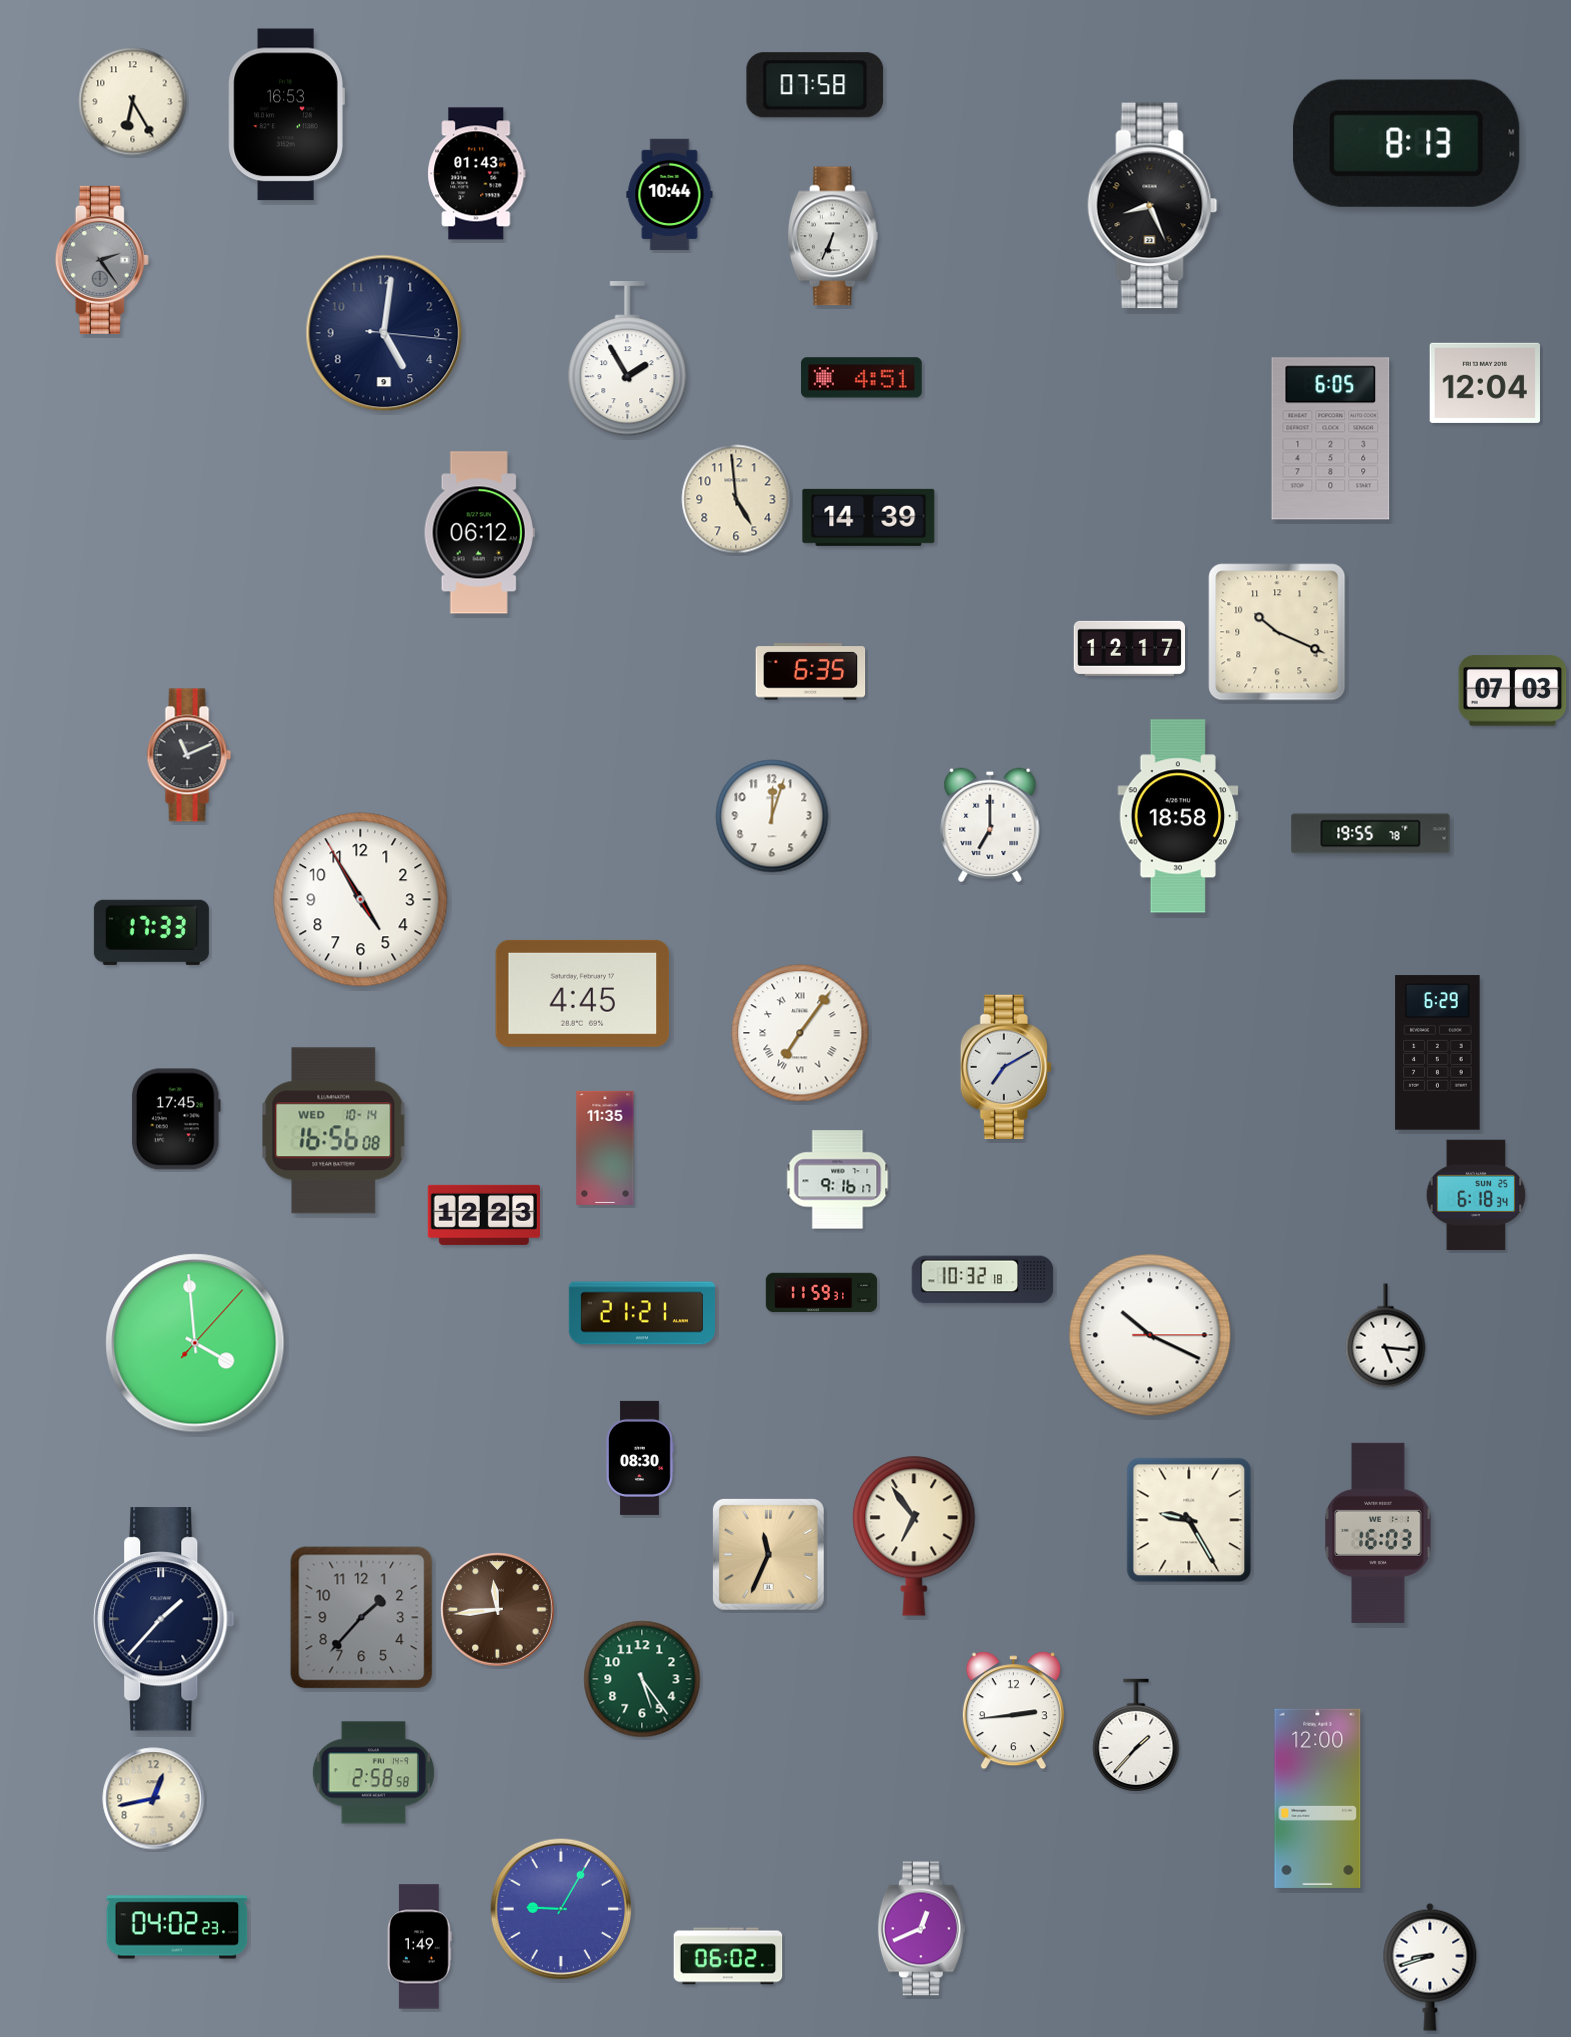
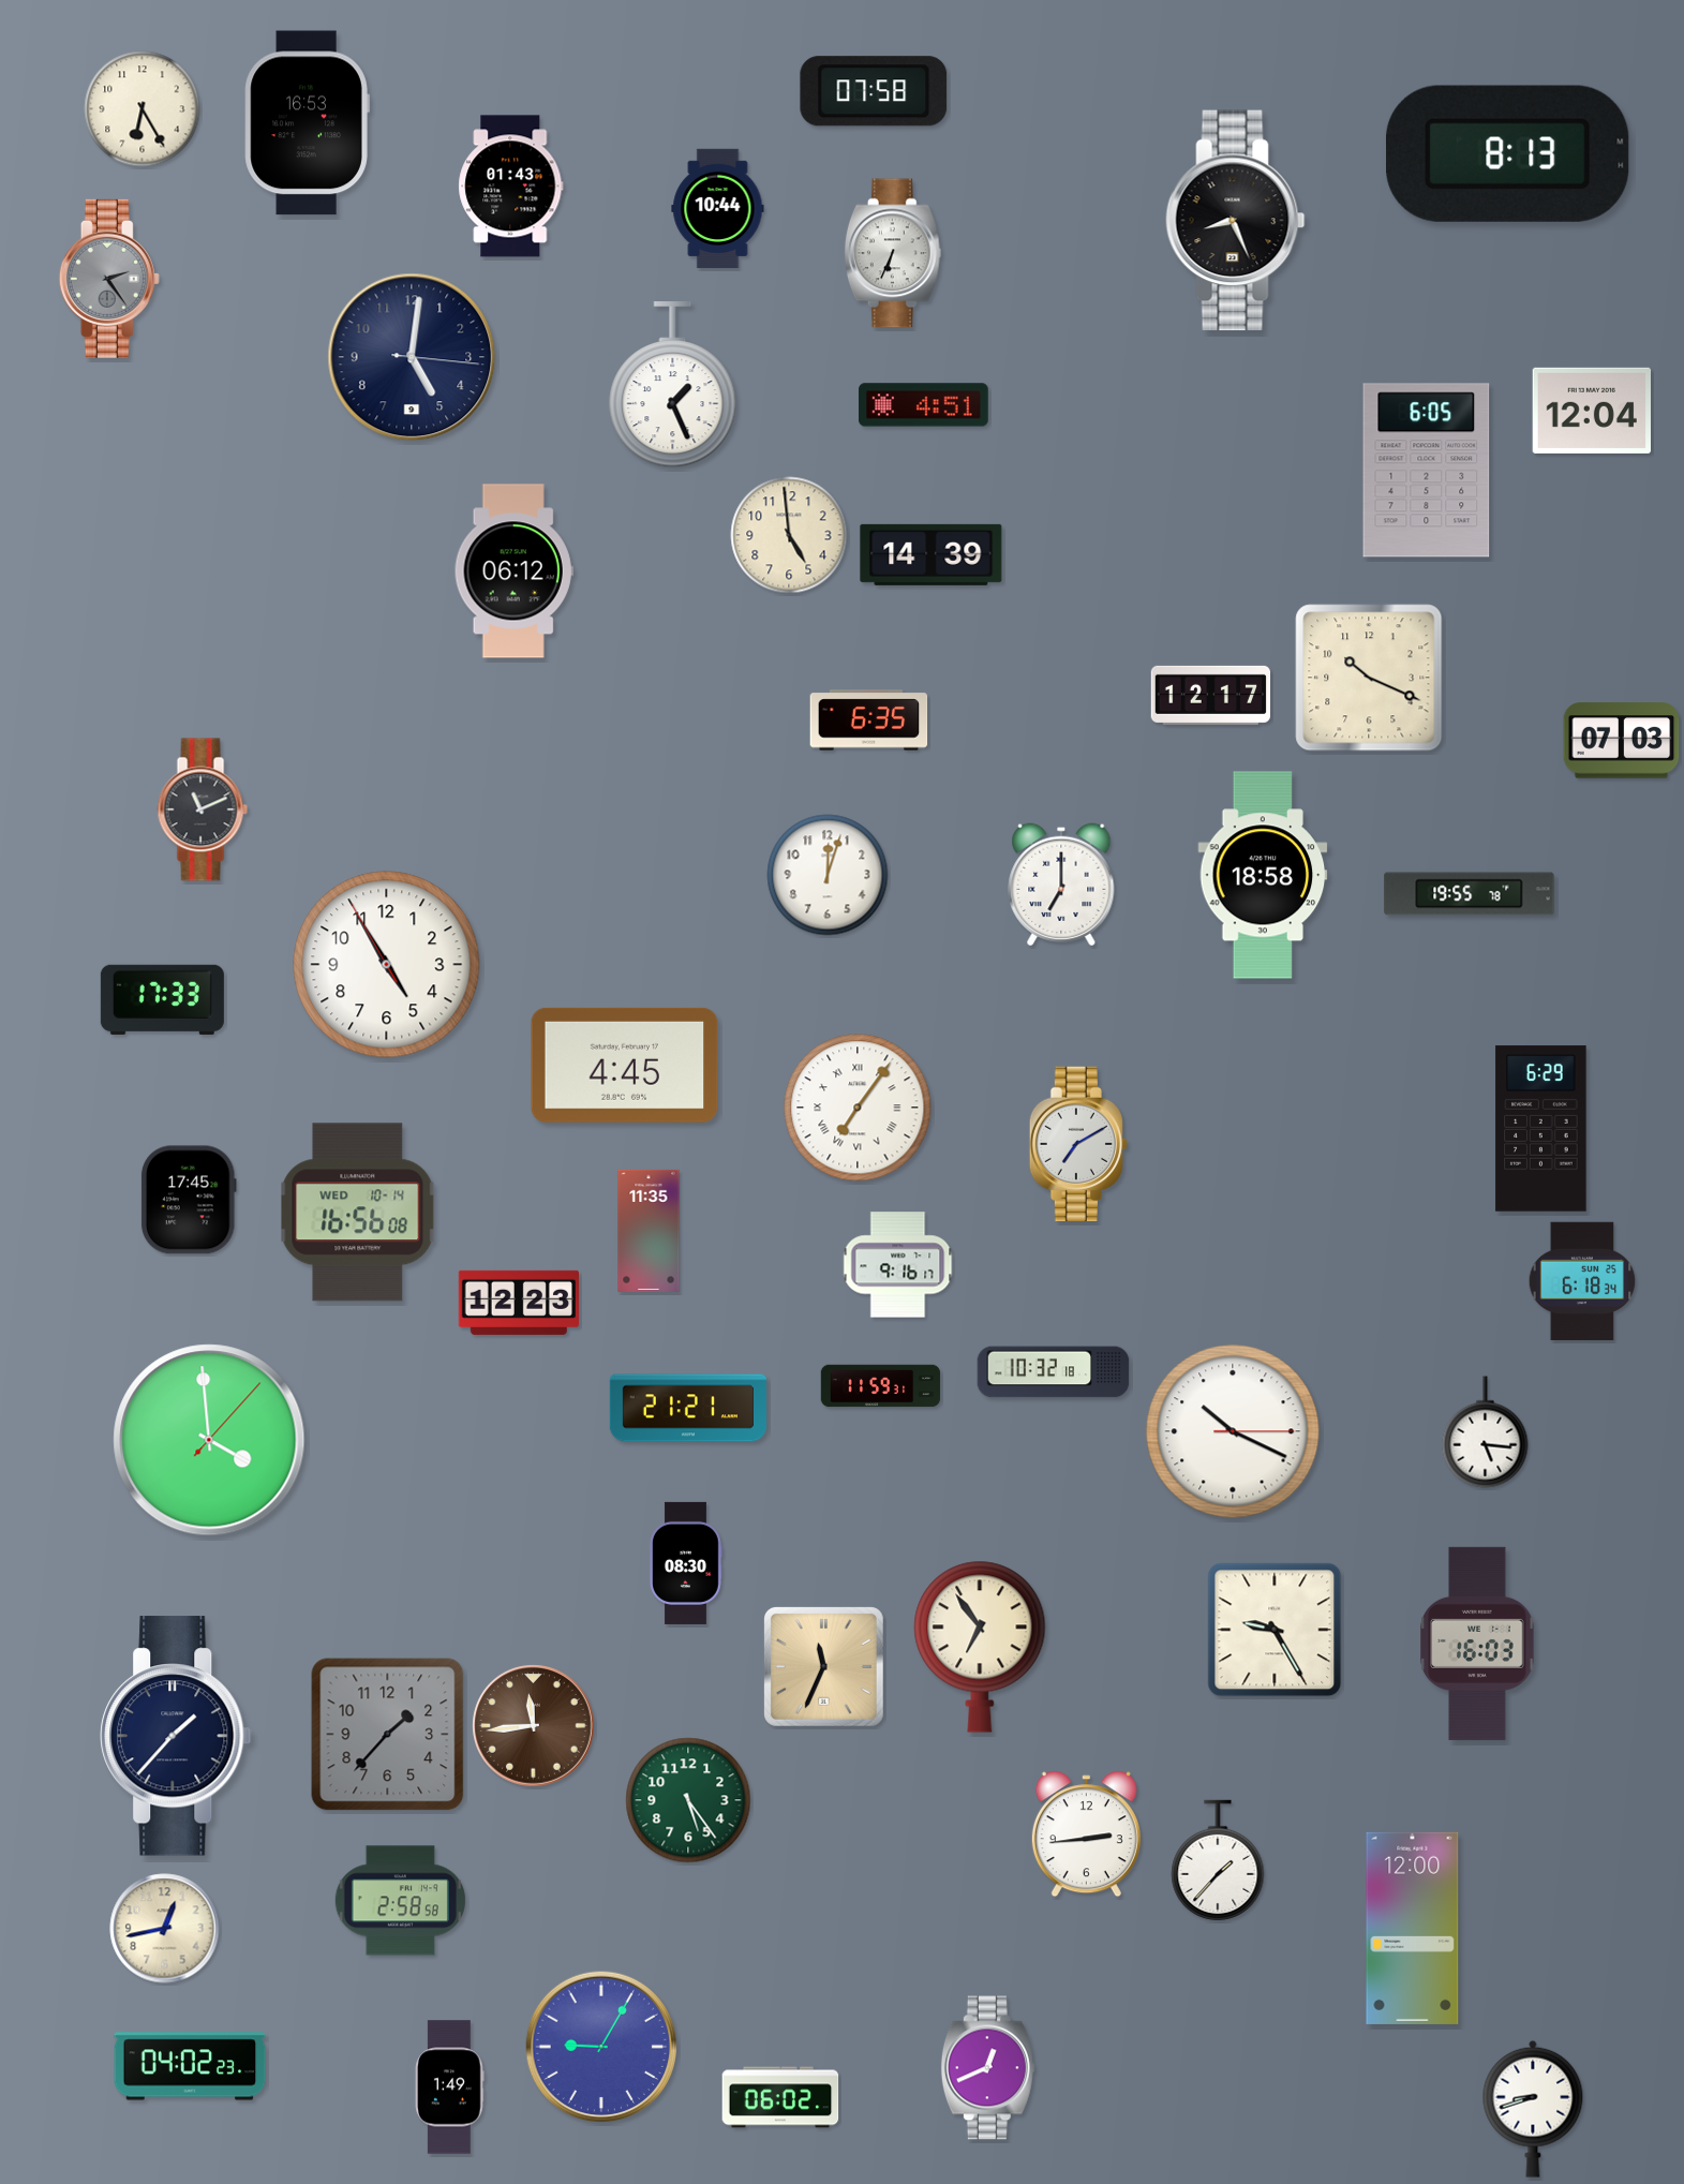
clock at (628, 359): 1:55 -> 1:26
